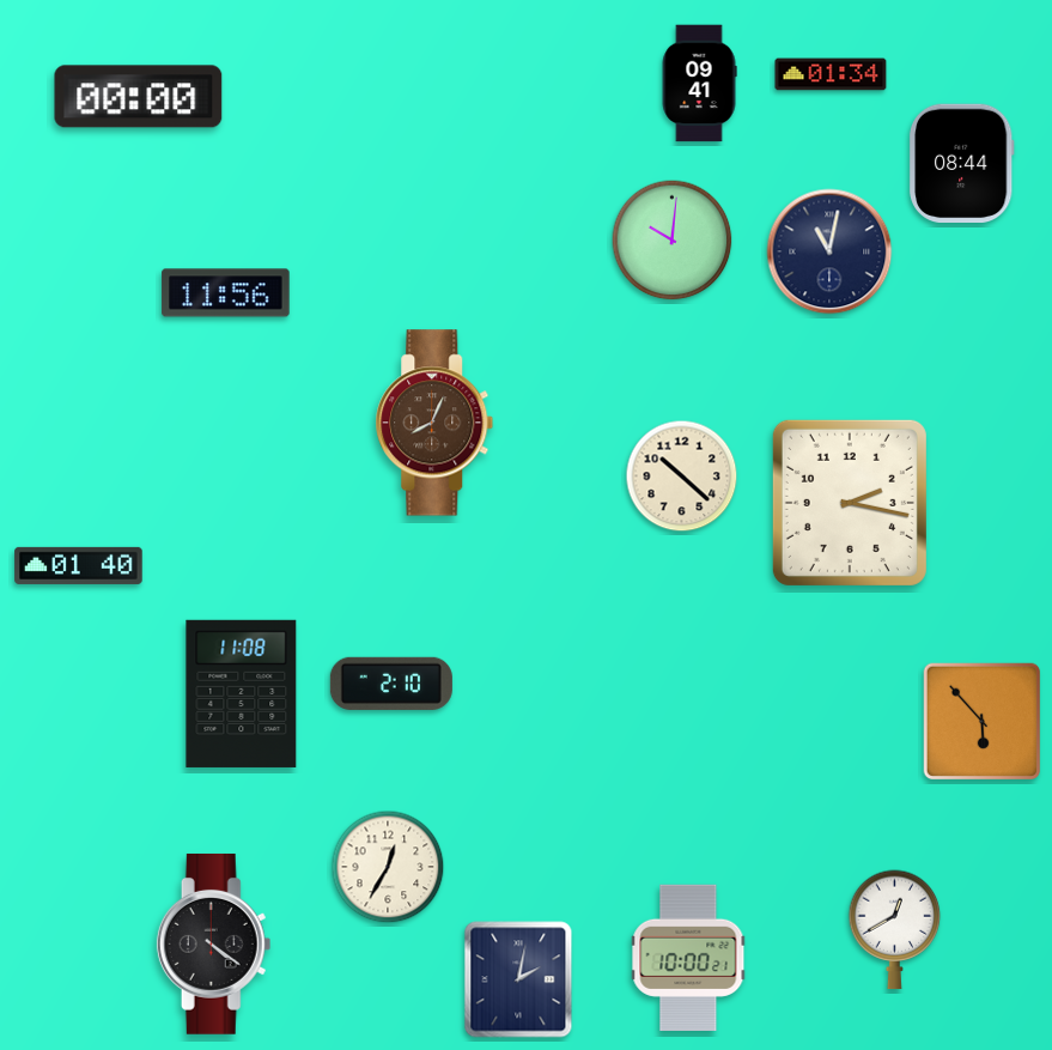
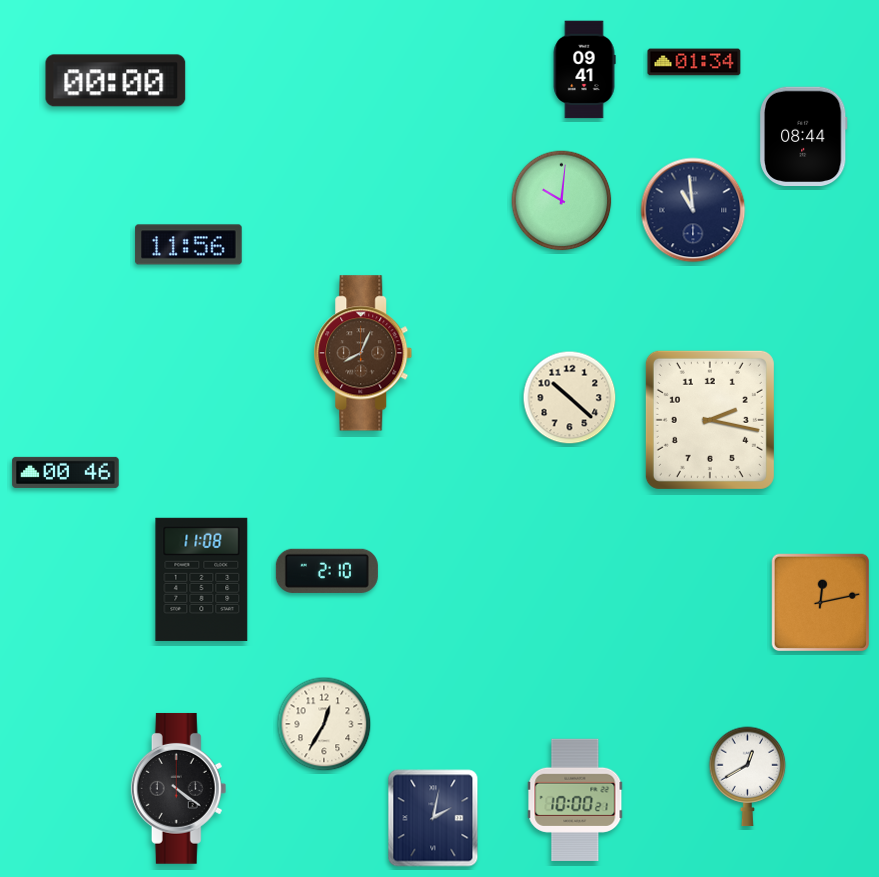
clock at (829, 251): 11:02 -> 10:59
clock at (79, 565): 01:40 -> 00:46
clock at (983, 722): 5:53 -> 12:13
